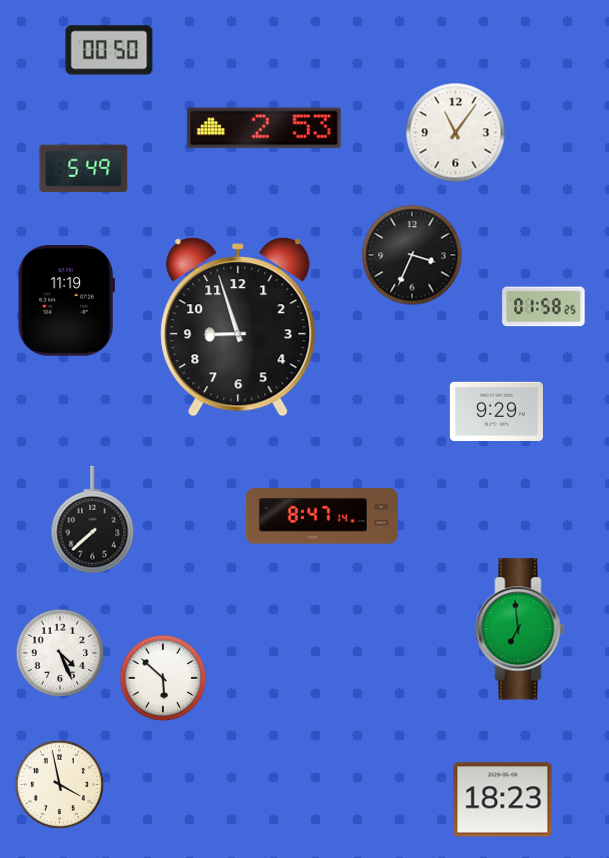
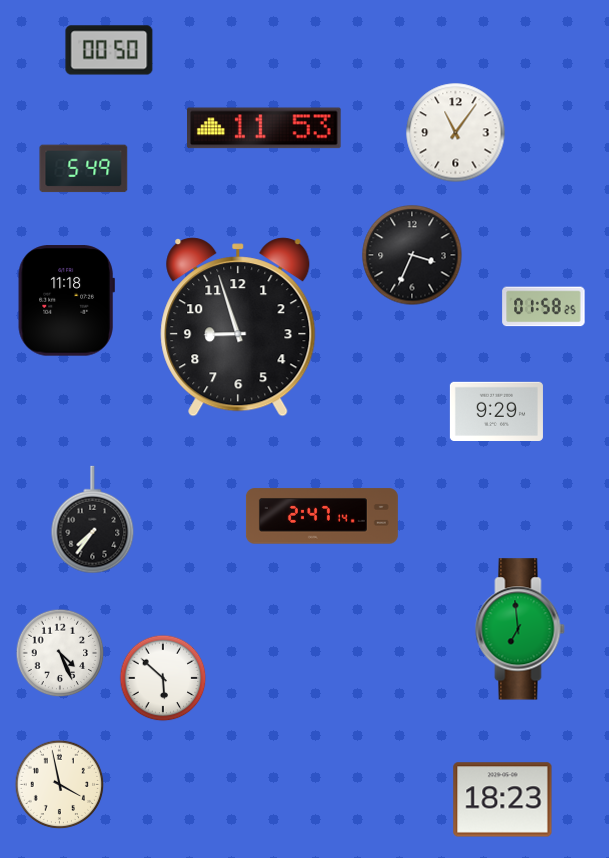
clock at (265, 128): 2:53 -> 11:53
clock at (66, 301): 11:19 -> 11:18
clock at (322, 516): 8:47 -> 2:47
clock at (93, 520): 7:38 -> 7:36
